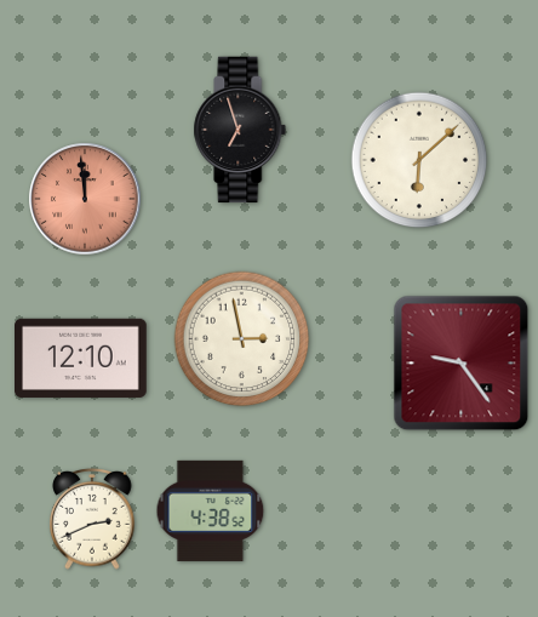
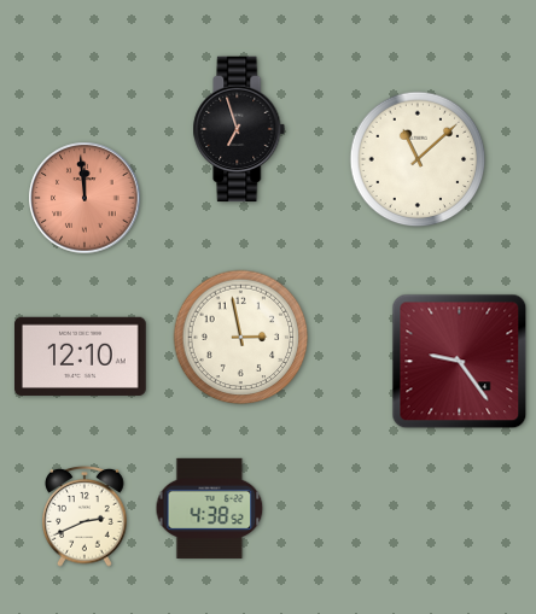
clock at (419, 160): 6:08 -> 11:08
clock at (92, 520) position: (92, 520) -> (85, 517)
